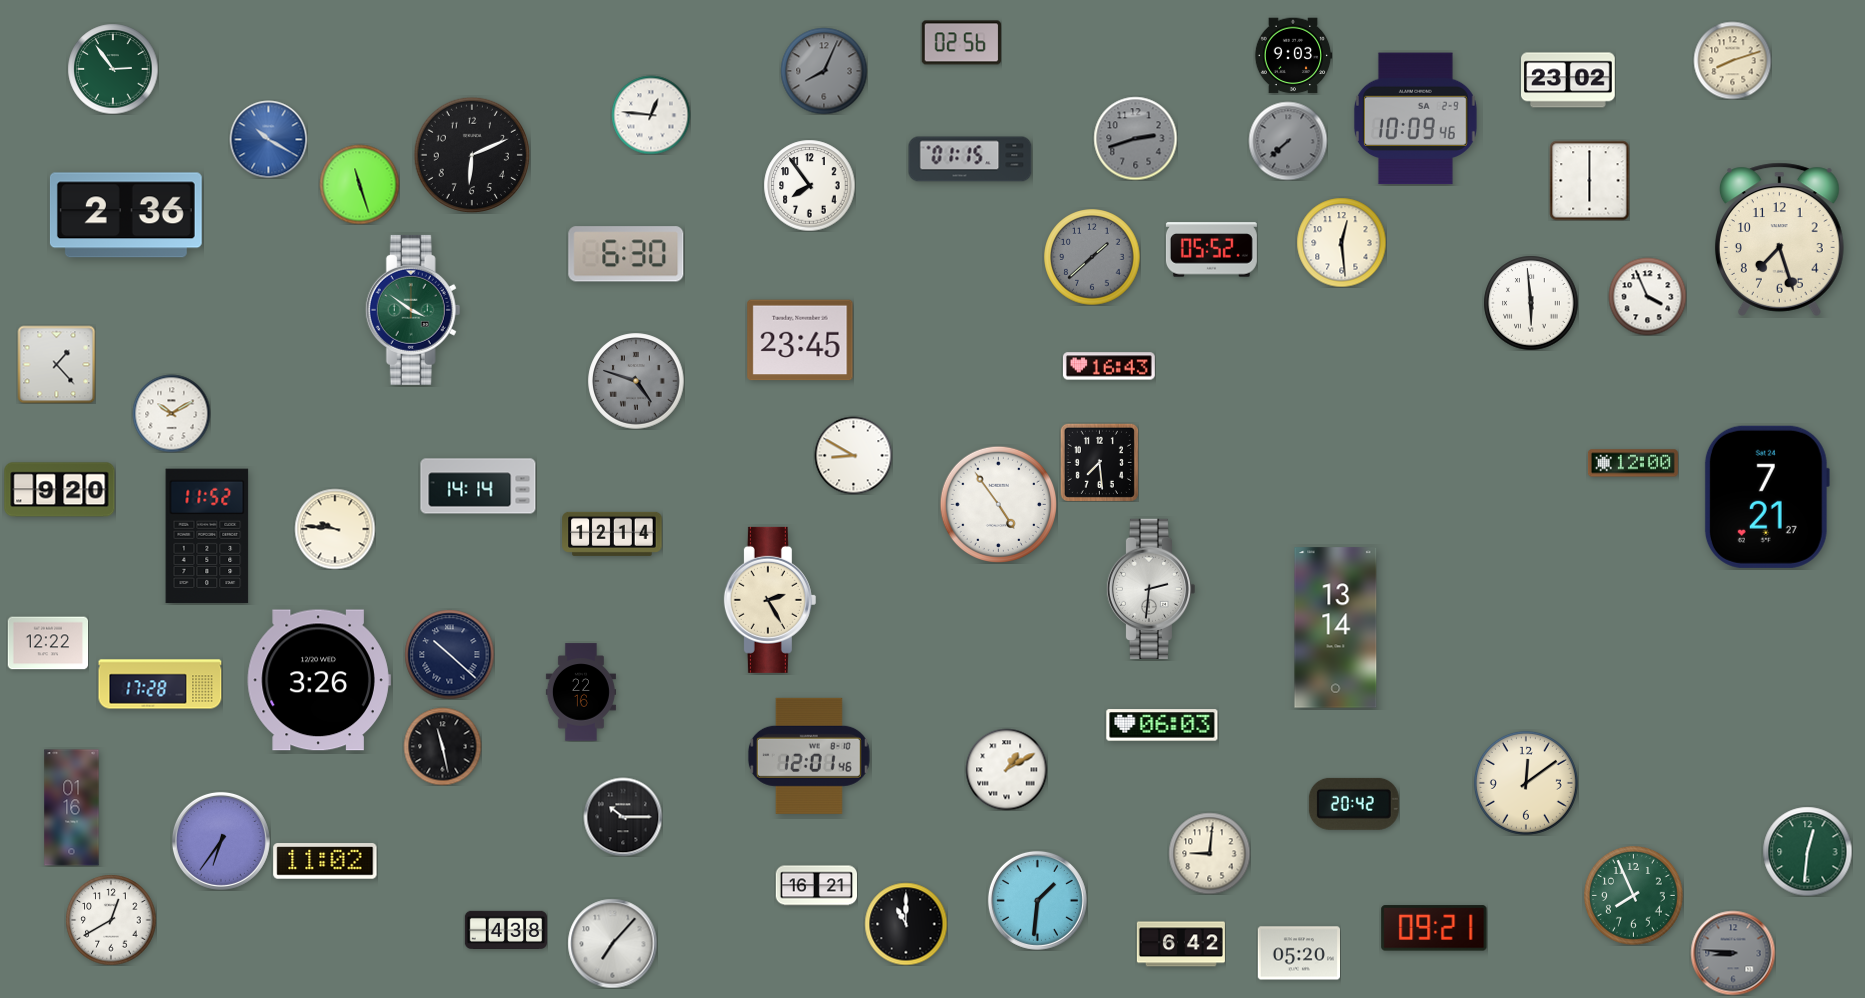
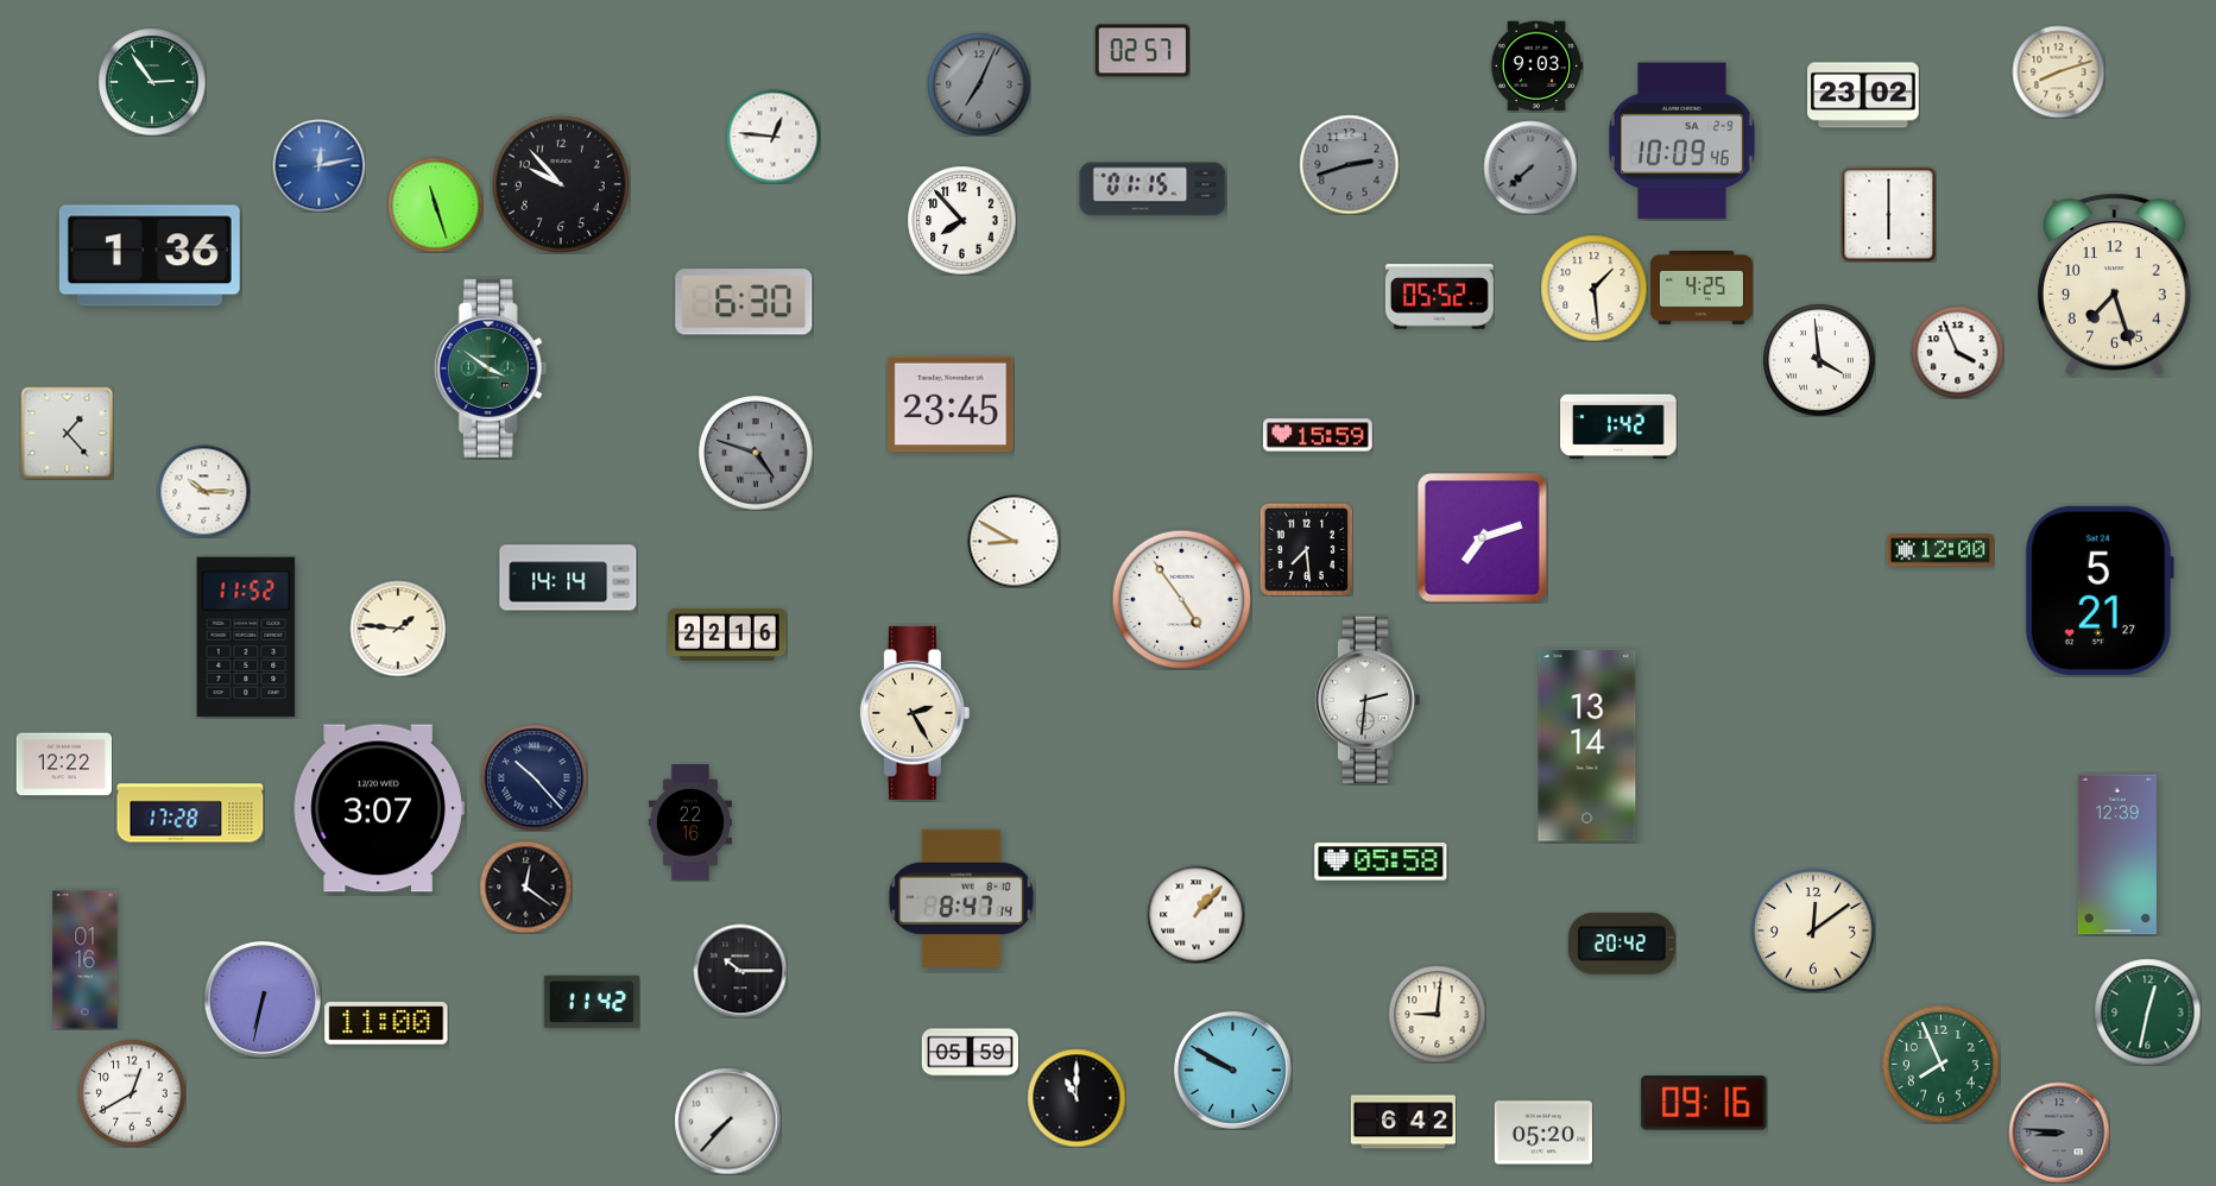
clock at (961, 43): 02:56 -> 02:57
clock at (113, 69) position: (113, 69) -> (152, 82)
clock at (824, 71): 8:04 -> 7:04
clock at (268, 139): 10:20 -> 12:13
clock at (472, 154): 6:11 -> 9:53
clock at (359, 184) position: (359, 184) -> (435, 204)
clock at (809, 185): 7:54 -> 7:53
clock at (126, 215): 2:36 -> 1:36
clock at (1341, 242): 12:29 -> 1:29
clock at (1702, 289): none -> 4:25
clock at (1092, 257): 1:38 -> none
clock at (1531, 303): 5:59 -> 3:59
clock at (1618, 427): none -> 1:42
clock at (1109, 366): 16:43 -> 15:59
clock at (171, 413): 10:10 -> 10:15
clock at (1482, 537): none -> 7:12
clock at (60, 490): 9:20 -> none
clock at (1767, 497): 7:21 -> 5:21
clock at (998, 504) position: (998, 504) -> (1181, 599)
clock at (335, 529): 9:46 -> 1:46
clock at (612, 534): 12:14 -> 22:16
clock at (48, 643) position: (48, 643) -> (64, 764)
clock at (449, 654): 10:22 -> 10:23
clock at (319, 680): 3:26 -> 3:07
clock at (2117, 854): none -> 12:39
clock at (1162, 725): 06:03 -> 05:58
clock at (442, 746): 11:28 -> 12:21
clock at (809, 756): 12:01 -> 8:47
clock at (1006, 769): 1:10 -> 1:07
clock at (1354, 804) position: (1354, 804) -> (1622, 944)
clock at (221, 841): 6:36 -> 6:32
clock at (592, 1002): none -> 11:42
clock at (1807, 851): 12:31 -> 12:32
clock at (325, 861): 11:02 -> 11:00
clock at (816, 886): 16:21 -> 05:59
clock at (1037, 900): 1:31 -> 9:50
clock at (1434, 928): 09:21 -> 09:16
clock at (506, 929): 4:38 -> none
clock at (612, 943): 7:07 -> 7:37
